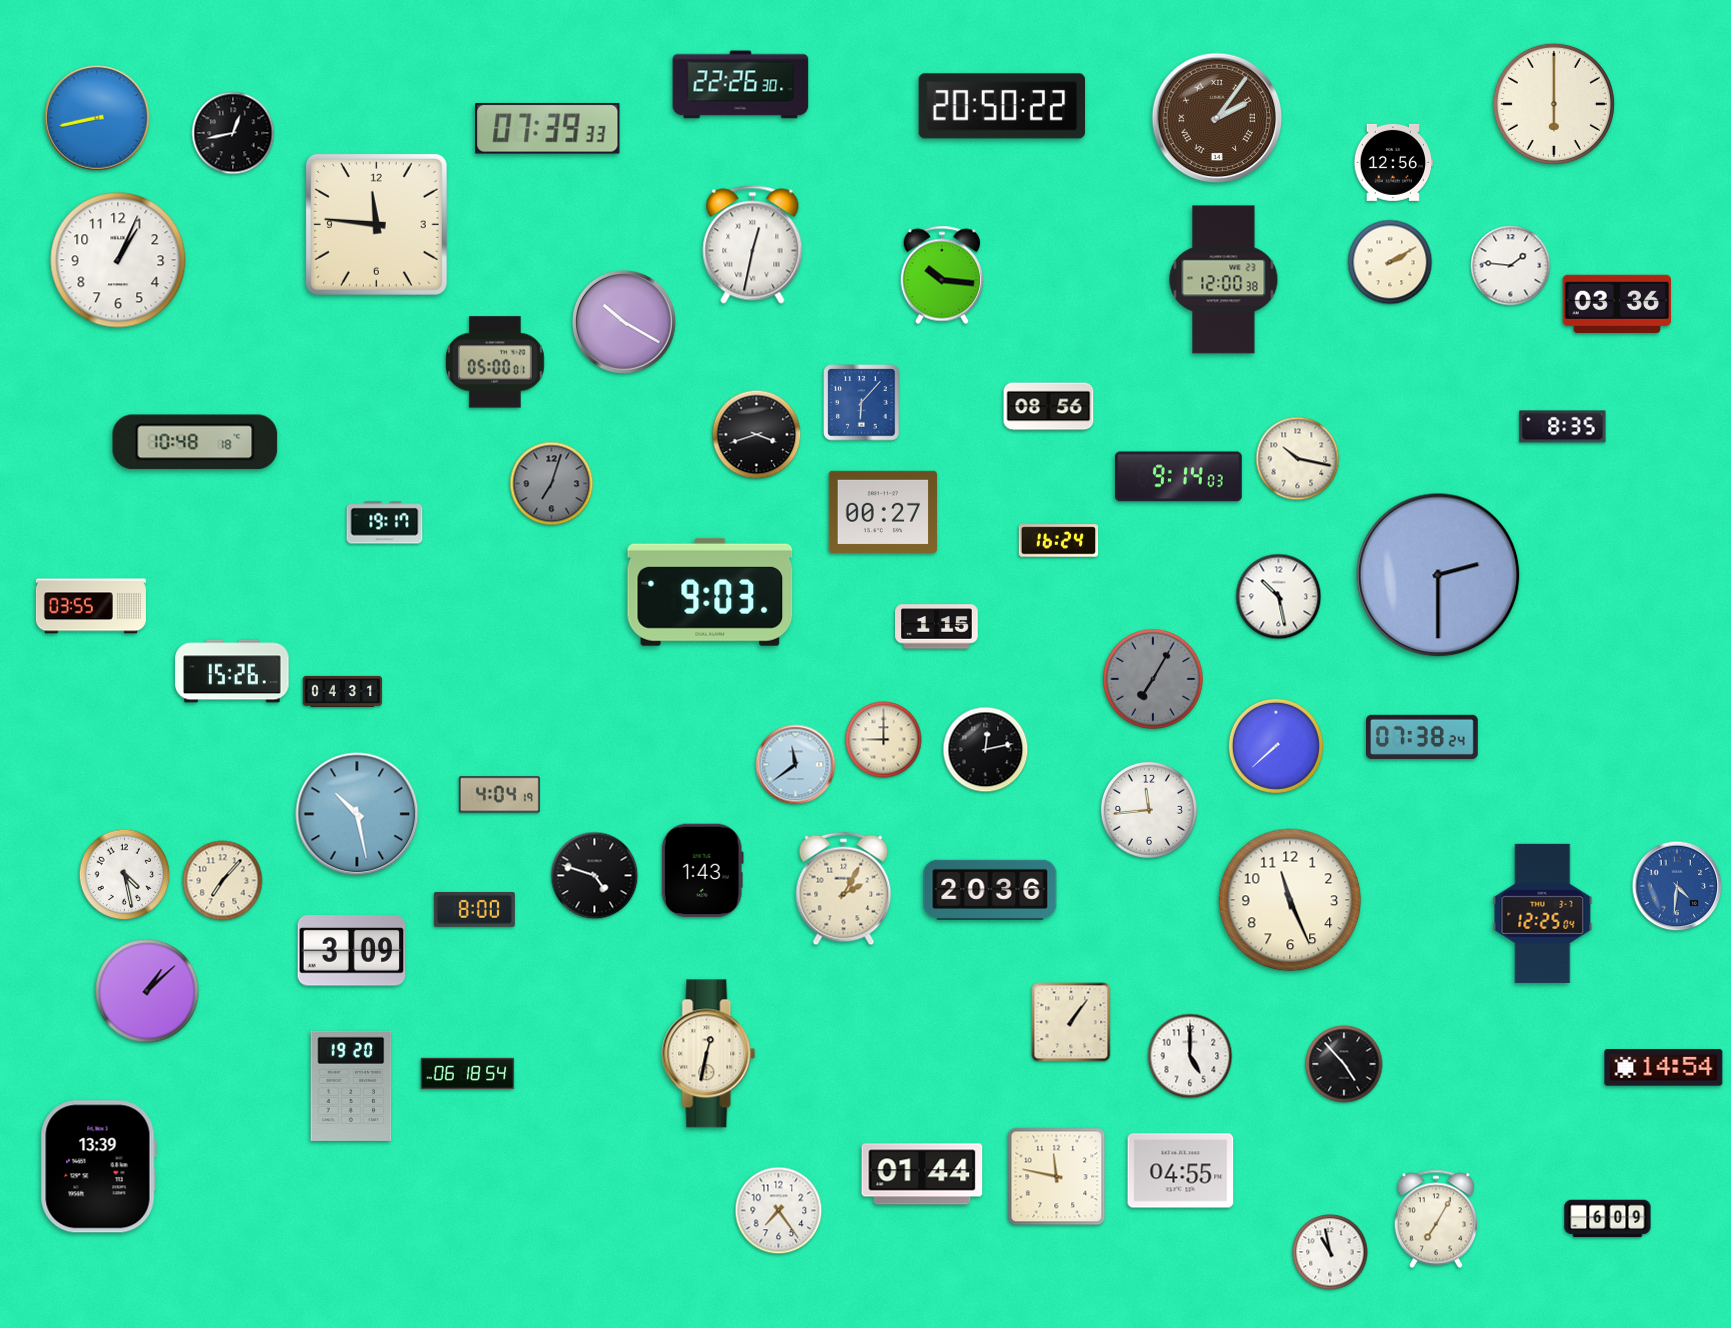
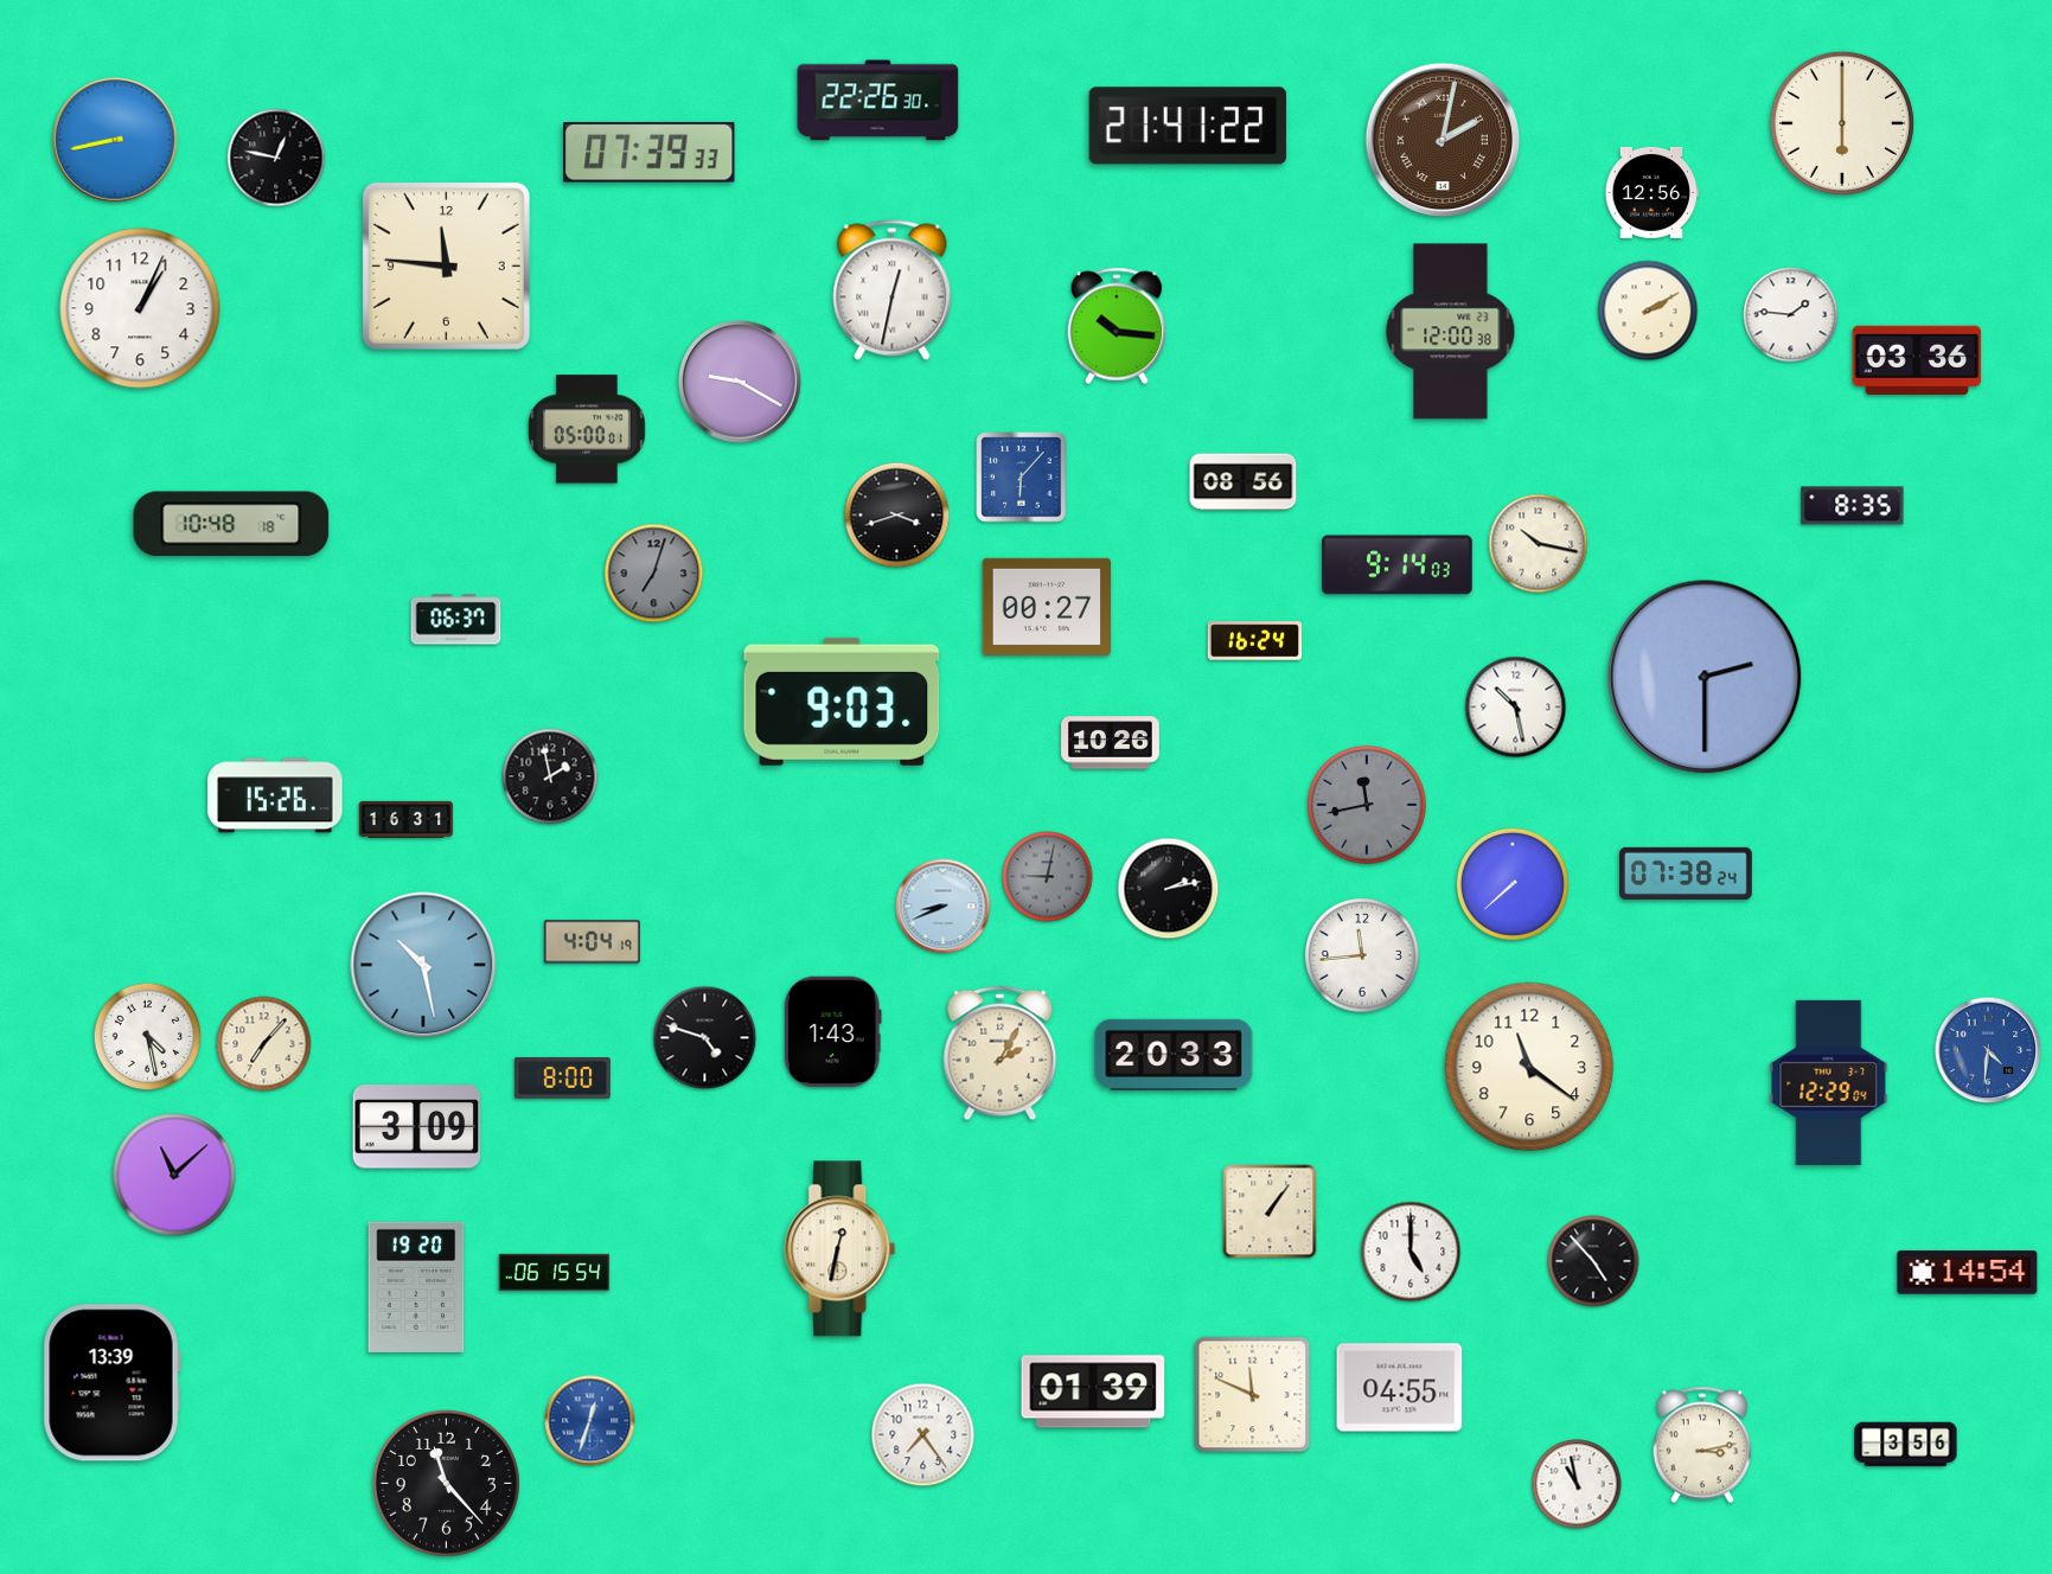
clock at (1002, 106): 20:50 -> 21:41
clock at (1217, 118): 2:06 -> 2:02
clock at (233, 133): 12:43 -> 12:47
clock at (624, 322): 10:20 -> 9:20
clock at (385, 523): 19:17 -> 06:37
clock at (1438, 575) position: (1438, 575) -> (1705, 677)
clock at (91, 606): 03:55 -> none
clock at (937, 627): 1:15 -> 10:26
clock at (550, 776): none -> 1:58
clock at (1153, 679): 7:05 -> 11:43
clock at (343, 691): 04:31 -> 16:31
clock at (884, 740): 9:00 -> 9:02
clock at (884, 740) dial: cream -> grey
clock at (986, 750): 12:13 -> 2:13
clock at (796, 765): 11:39 -> 8:41
clock at (1149, 810) position: (1149, 810) -> (1362, 955)
clock at (990, 890): 20:36 -> 20:33
clock at (1290, 900): 11:26 -> 11:21
clock at (1543, 913): 12:25 -> 12:29
clock at (147, 991): 1:08 -> 11:08
clock at (1664, 1068) position: (1664, 1068) -> (1968, 1273)
clock at (468, 1074): 06:18 -> 06:15
clock at (98, 1167) position: (98, 1167) -> (111, 1383)
clock at (922, 1174): 01:44 -> 01:39
clock at (1057, 1177): 11:47 -> 11:49
clock at (590, 1421): none -> 12:33
clock at (1436, 1219): 7:05 -> 3:13
clock at (1608, 1219): 6:09 -> 3:56
clock at (446, 1483): none -> 11:23
